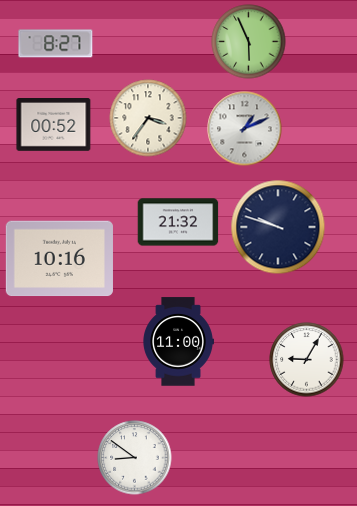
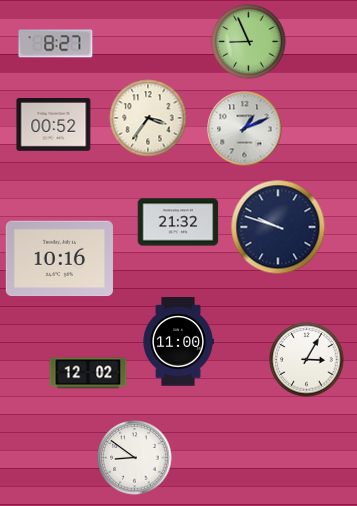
clock at (249, 42): 5:56 -> 8:56
clock at (307, 360): 9:05 -> 3:05
clock at (88, 373): none -> 12:02
